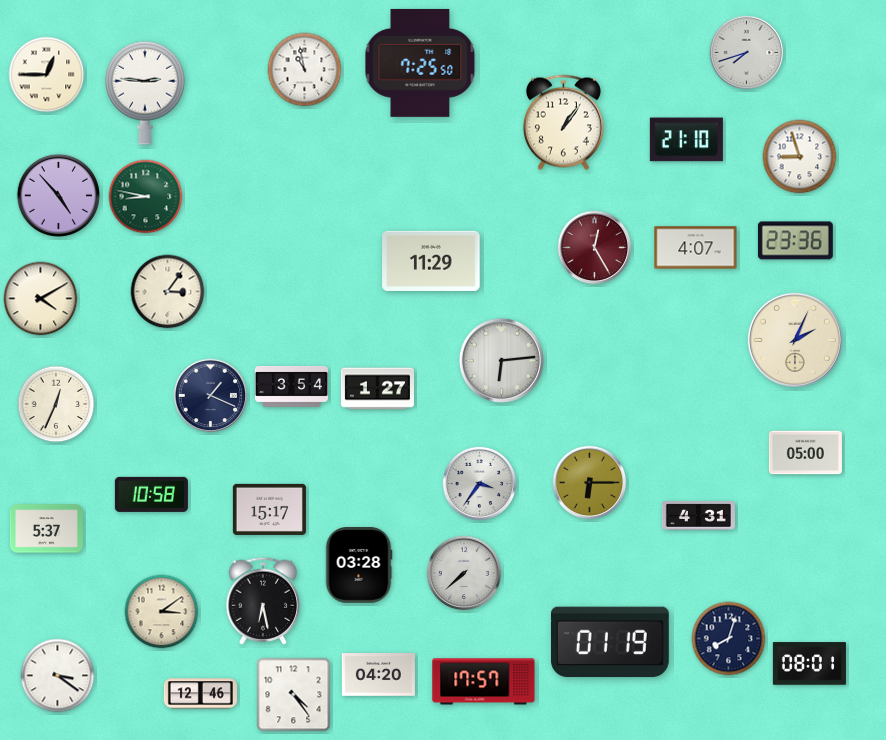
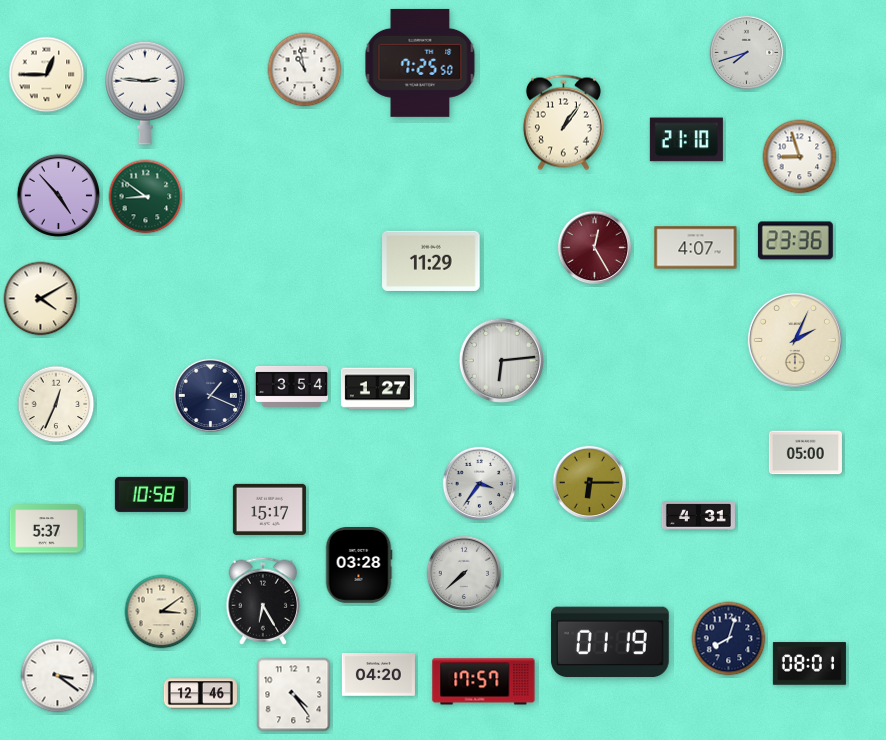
clock at (146, 197): 8:47 -> 8:51
clock at (168, 292): 3:06 -> none
clock at (263, 601): 6:28 -> 6:25
